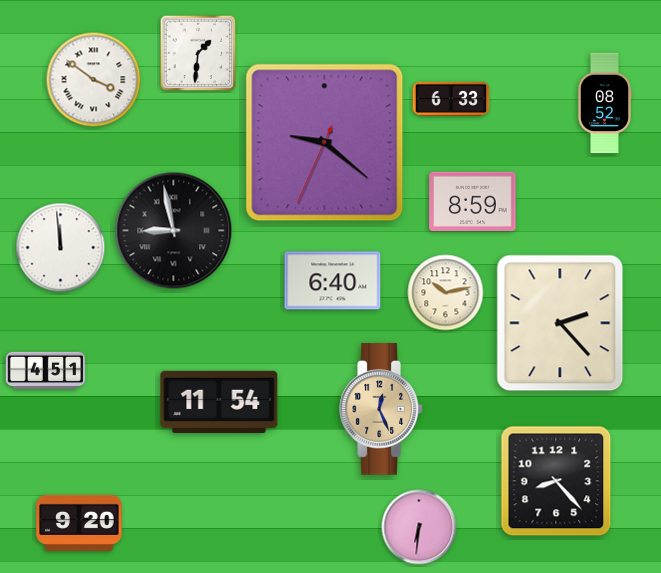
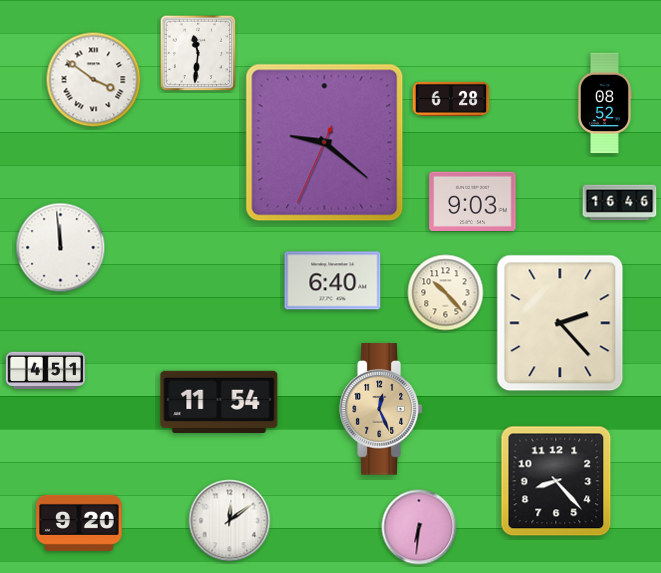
clock at (198, 53): 1:31 -> 11:31
clock at (451, 99): 6:33 -> 6:28
clock at (473, 201): 8:59 -> 9:03
clock at (620, 203): none -> 16:46
clock at (174, 231): 8:58 -> none
clock at (446, 293): 10:13 -> 10:23
clock at (230, 521): none -> 12:09
